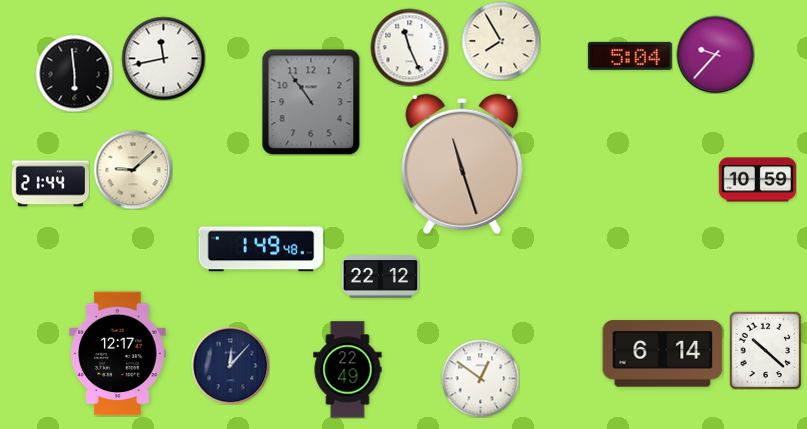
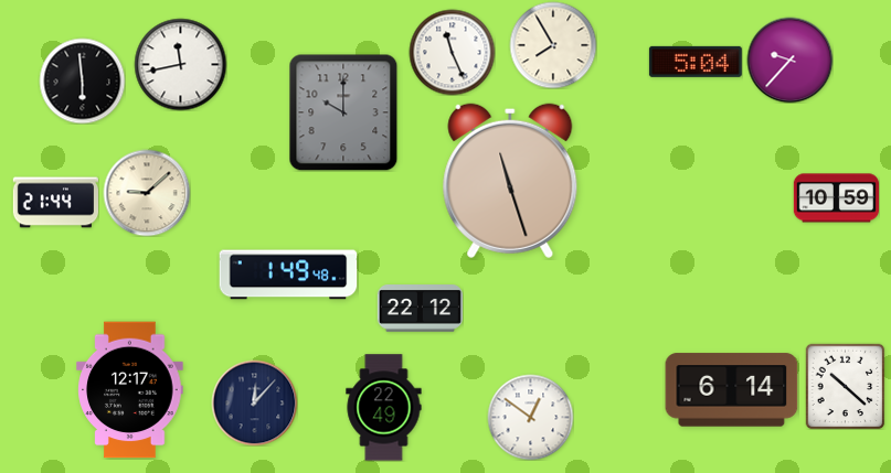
clock at (311, 102): 10:54 -> 10:00
clock at (133, 170) position: (133, 170) -> (147, 193)
clock at (380, 277) position: (380, 277) -> (420, 309)
